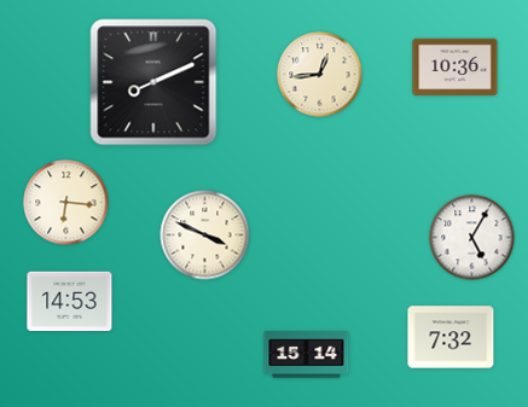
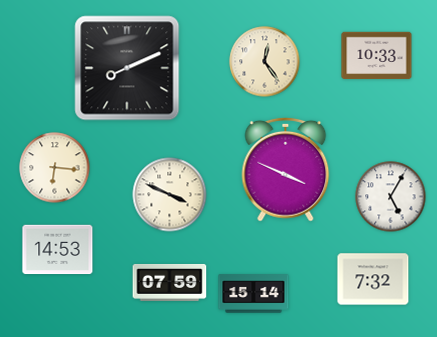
clock at (456, 68): 10:36 -> 10:33
clock at (320, 75): 12:44 -> 12:24
clock at (286, 169): none -> 3:49
clock at (170, 282): none -> 07:59
